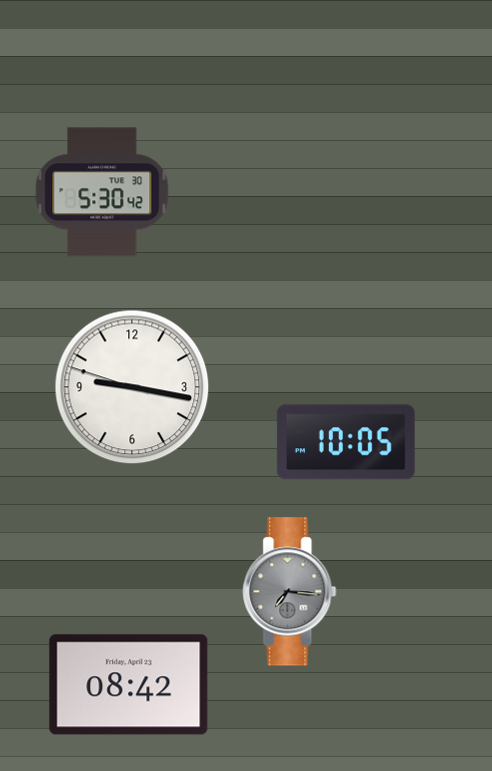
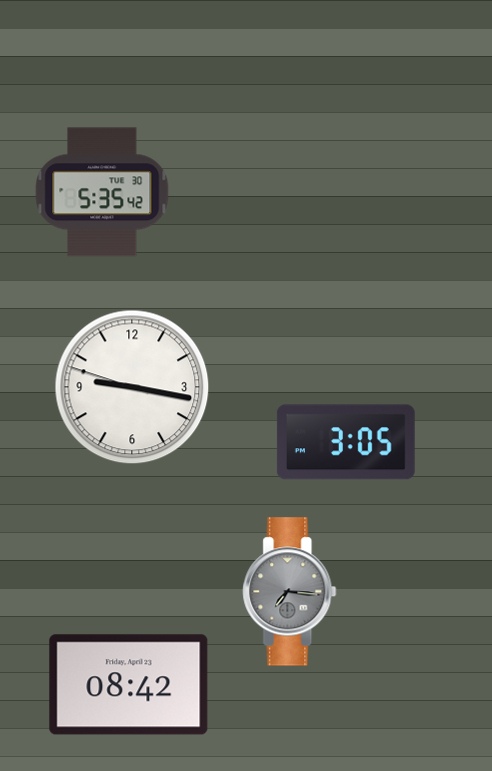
clock at (102, 192): 5:30 -> 5:35
clock at (346, 442): 10:05 -> 3:05
